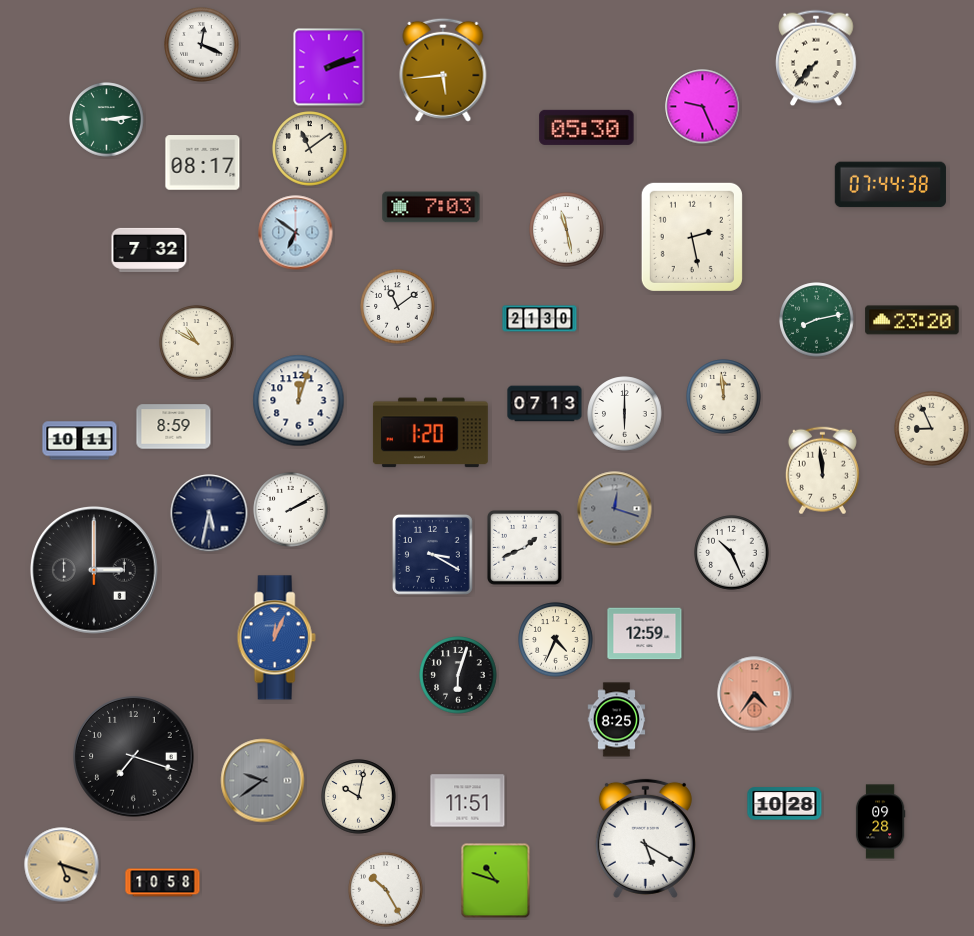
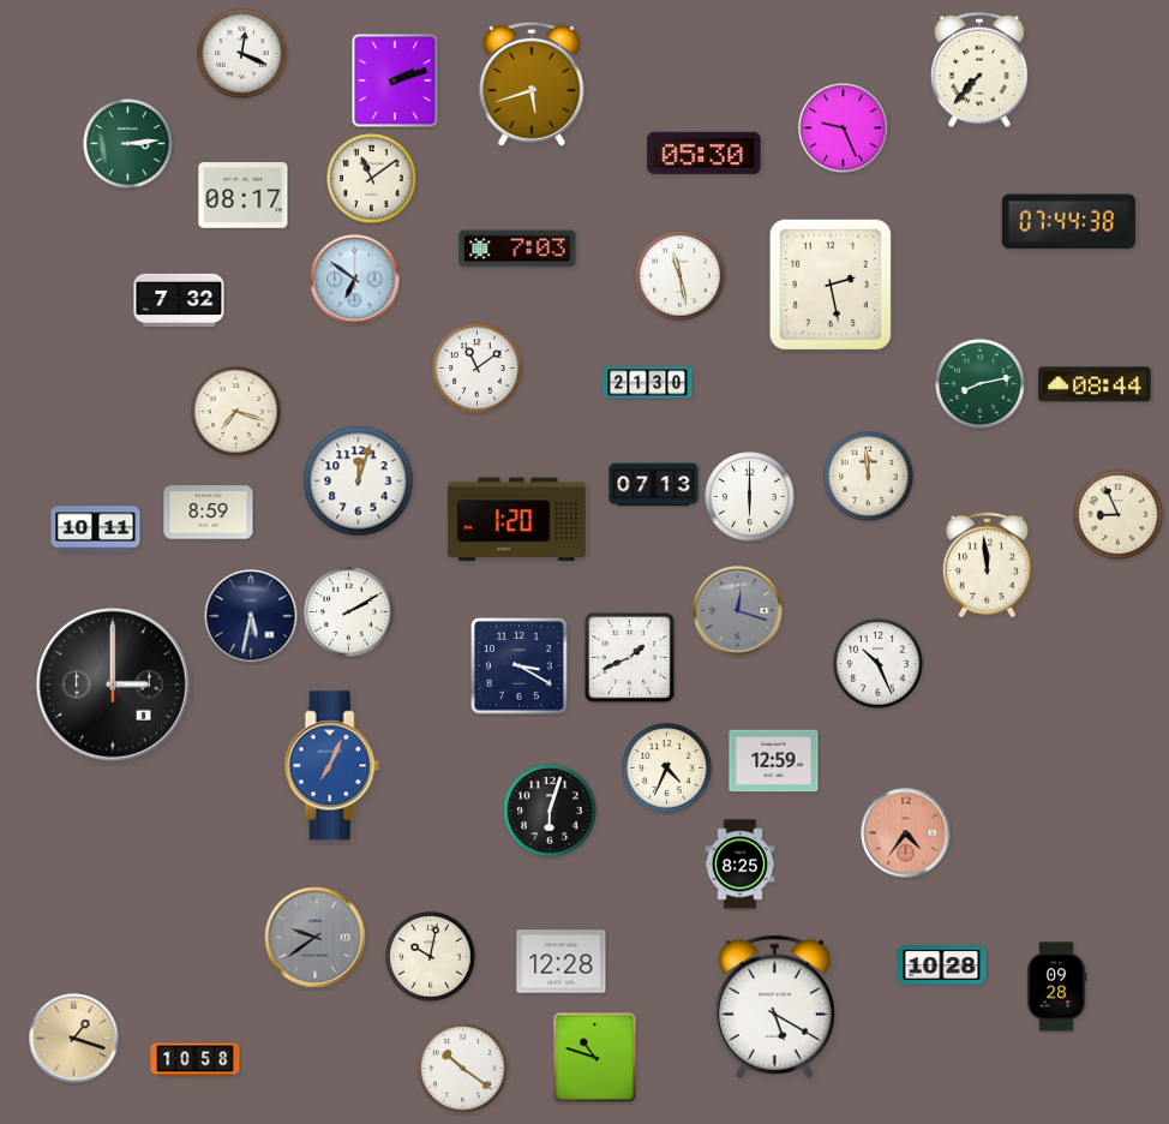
clock at (443, 70): 5:44 -> 5:42
clock at (912, 320): 23:20 -> 08:44
clock at (197, 343): 10:50 -> 7:18
clock at (276, 638): 12:04 -> 7:04
clock at (134, 757): 7:18 -> none
clock at (468, 801): 11:51 -> 12:28
clock at (62, 865): 5:18 -> 1:18
clock at (386, 890): 10:25 -> 10:21
